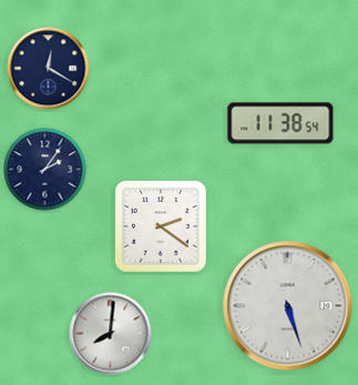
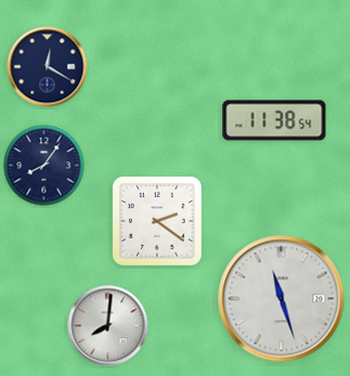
clock at (45, 170): 2:06 -> 8:06
clock at (288, 306): 5:27 -> 11:27
